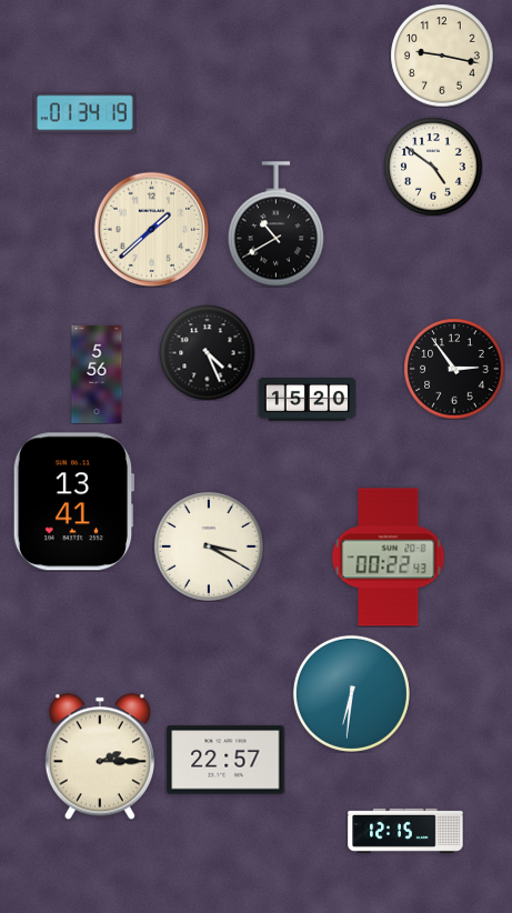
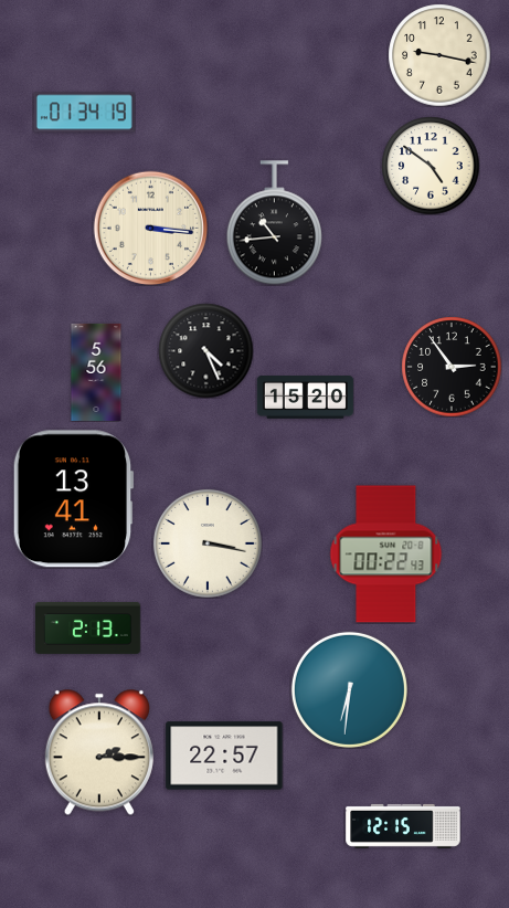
clock at (275, 224): 10:40 -> 10:44
clock at (151, 229): 1:38 -> 3:16
clock at (209, 546): 3:20 -> 3:17
clock at (88, 627): none -> 2:13
